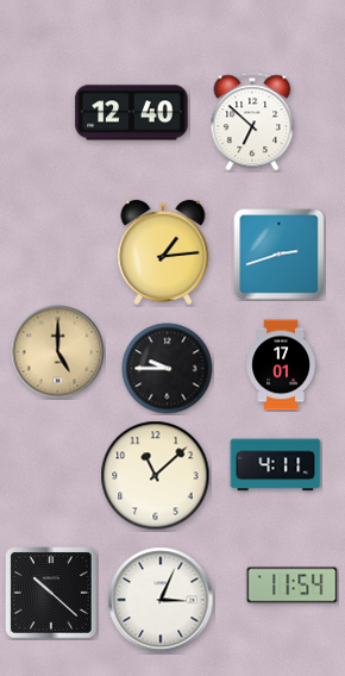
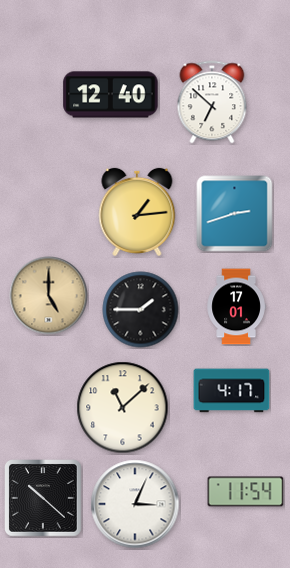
clock at (168, 369): 9:45 -> 1:45
clock at (276, 465): 4:11 -> 4:17
clock at (156, 476) position: (156, 476) -> (123, 408)
